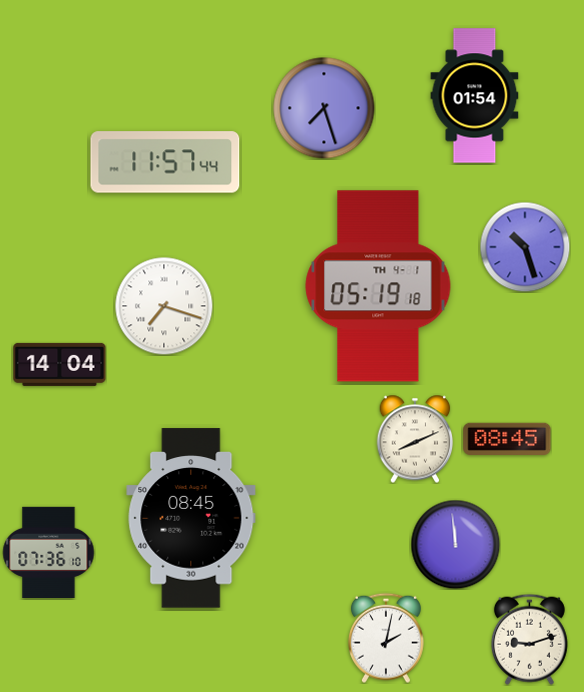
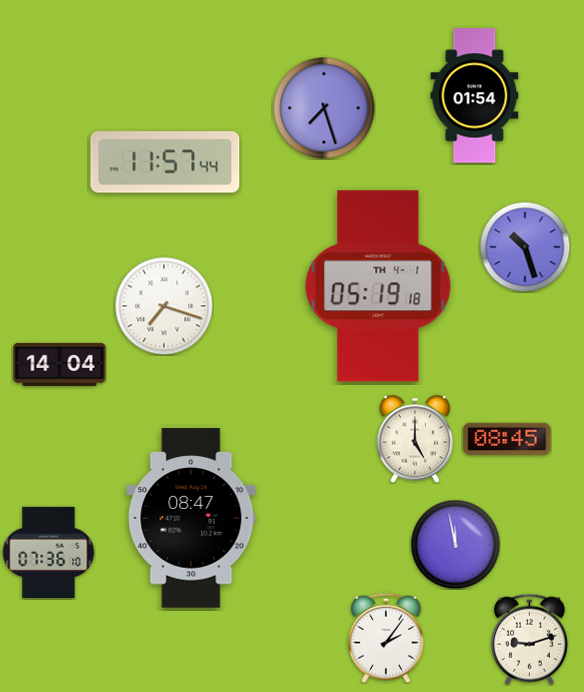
clock at (415, 439): 8:11 -> 5:00
clock at (191, 518): 08:45 -> 08:47
clock at (455, 544): 11:59 -> 11:58
clock at (386, 638): 2:02 -> 2:06
